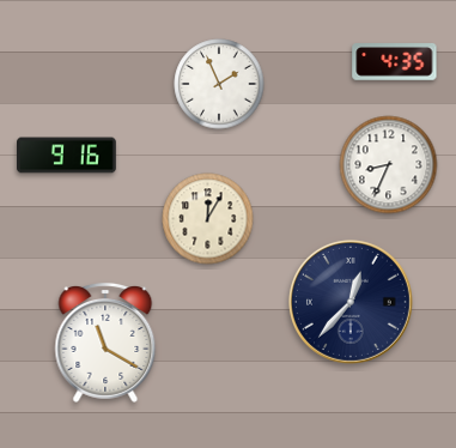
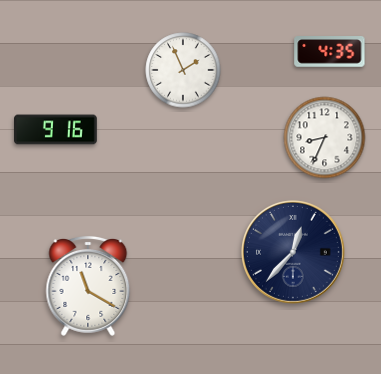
clock at (208, 219): 12:05 -> none
